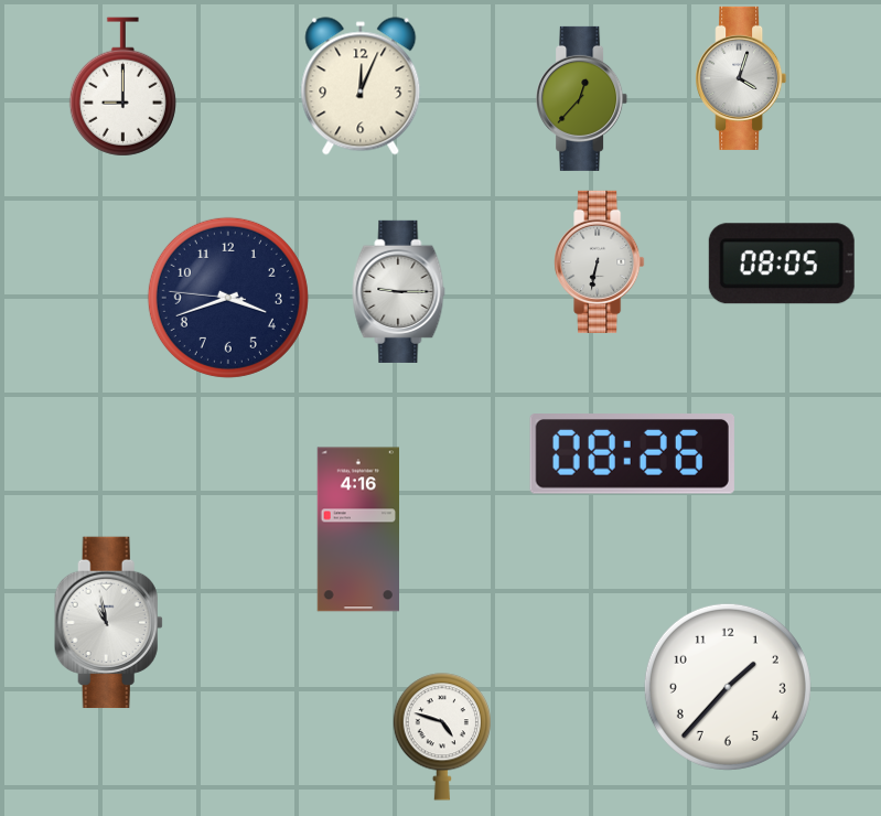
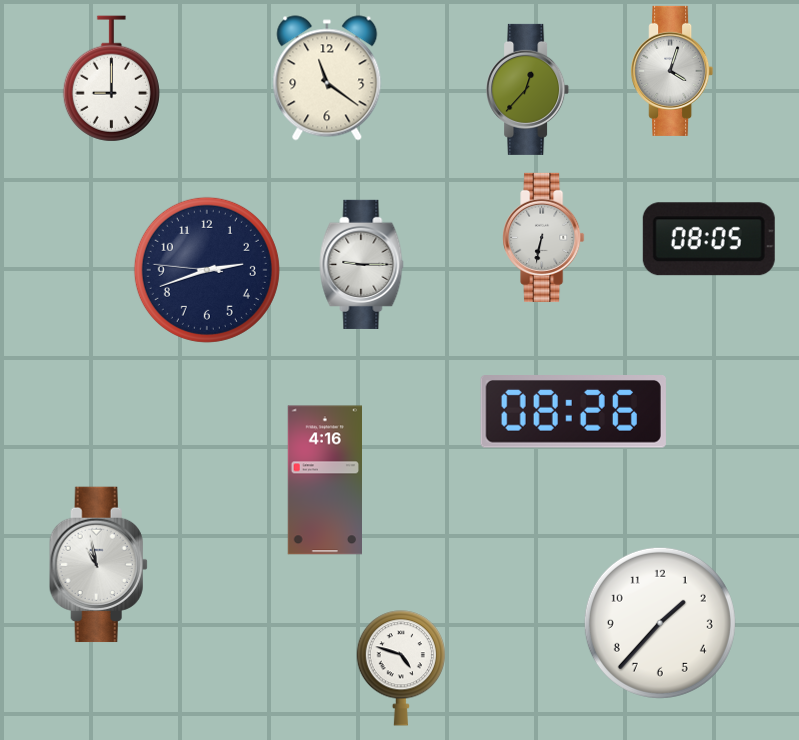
clock at (361, 86): 12:04 -> 11:21
clock at (228, 298): 3:41 -> 2:41
